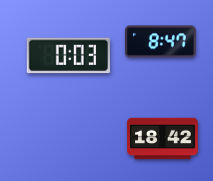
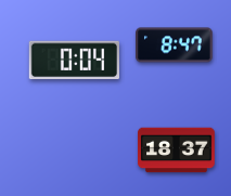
clock at (68, 56): 0:03 -> 0:04
clock at (163, 139): 18:42 -> 18:37
